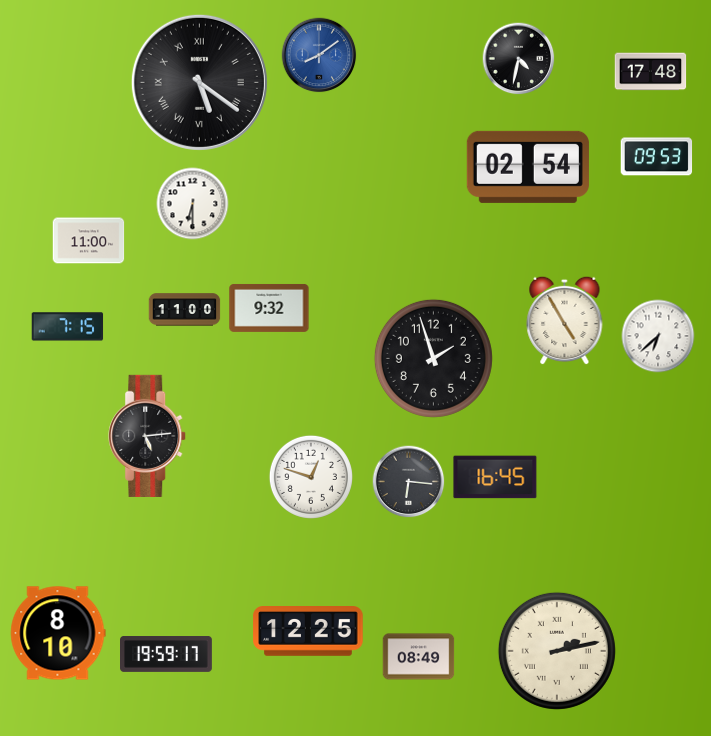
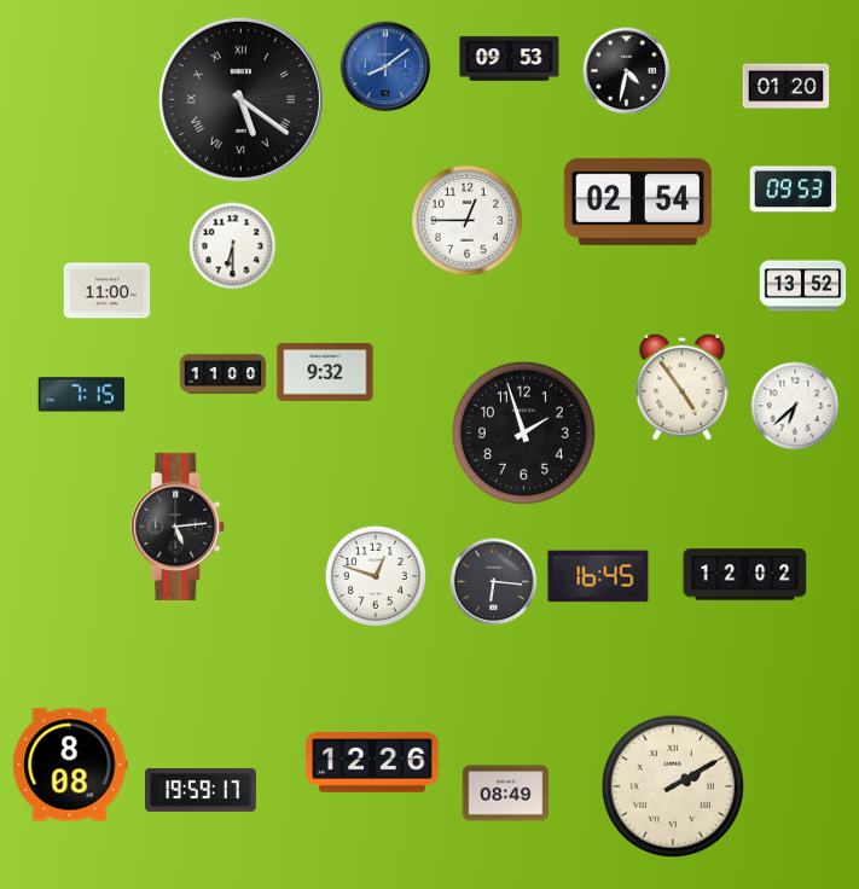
clock at (510, 59): none -> 09:53
clock at (651, 72): 17:48 -> 01:20
clock at (468, 221): none -> 12:45
clock at (803, 286): none -> 13:52
clock at (565, 320): 4:55 -> 4:54
clock at (745, 575): none -> 12:02
clock at (308, 632): 12:25 -> 12:26
clock at (58, 633): 8:10 -> 8:08
clock at (557, 651): 2:13 -> 2:10
